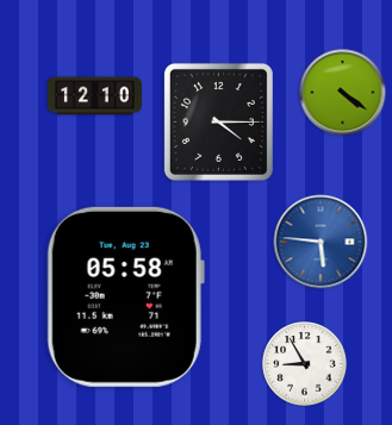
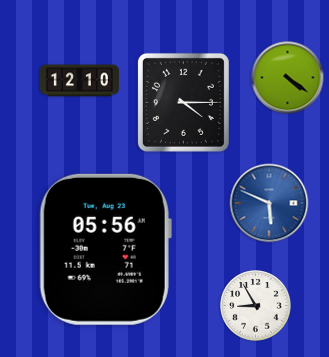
clock at (321, 242): 5:46 -> 5:49
clock at (125, 296): 05:58 -> 05:56
